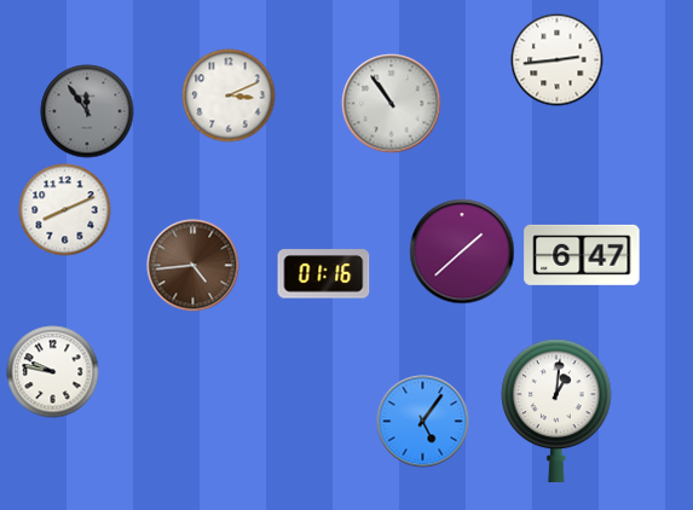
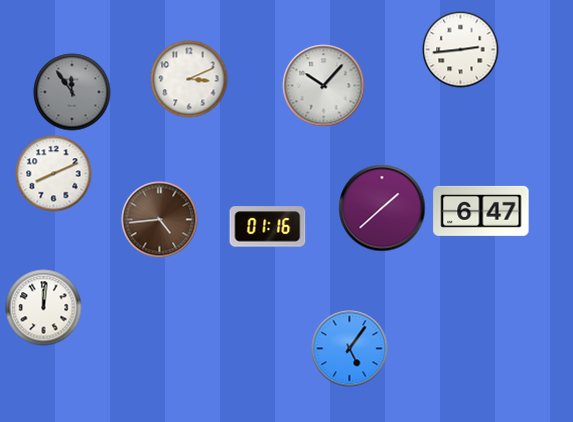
clock at (392, 104): 10:54 -> 10:07
clock at (53, 372): 9:47 -> 12:01
clock at (556, 411): 1:01 -> none
